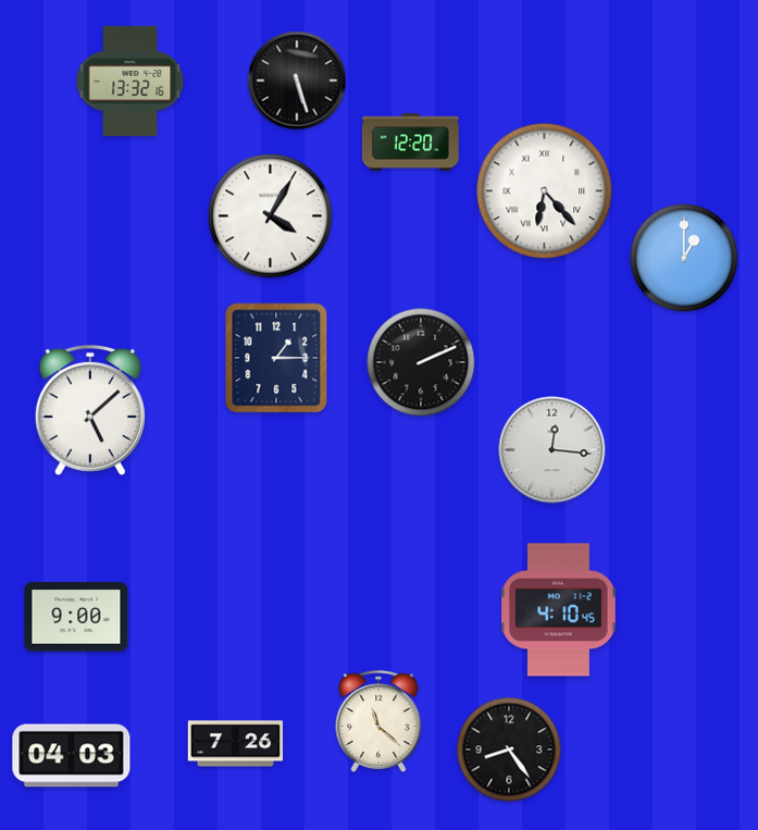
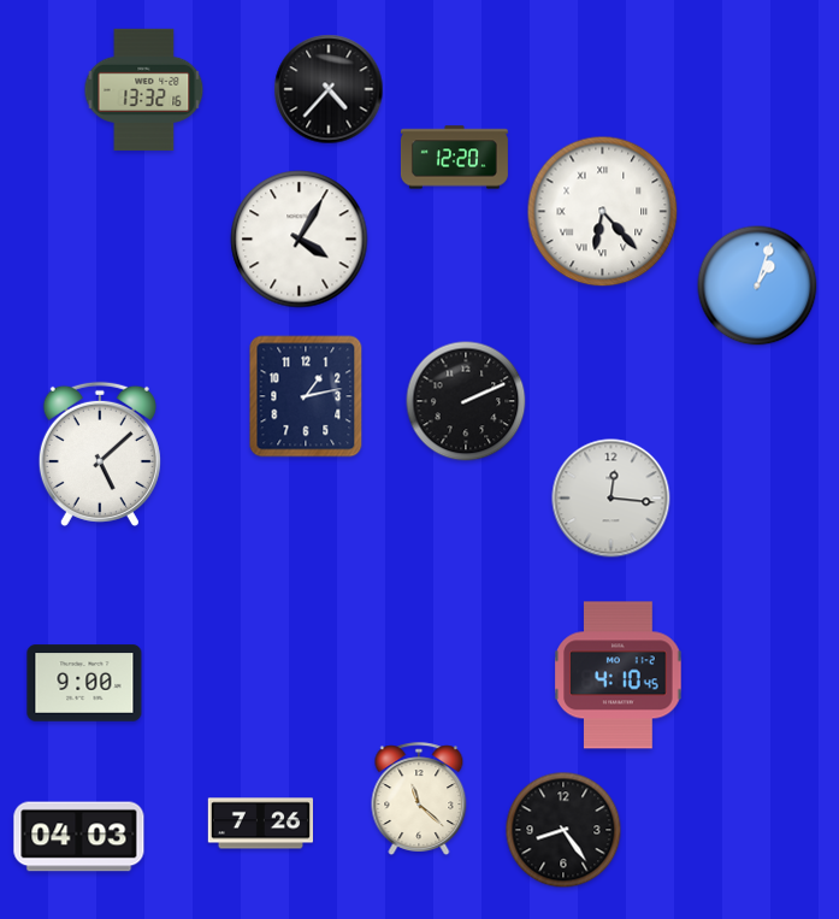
clock at (297, 80): 5:27 -> 4:37
clock at (684, 258): 1:00 -> 1:03
clock at (276, 358): 1:15 -> 1:13
